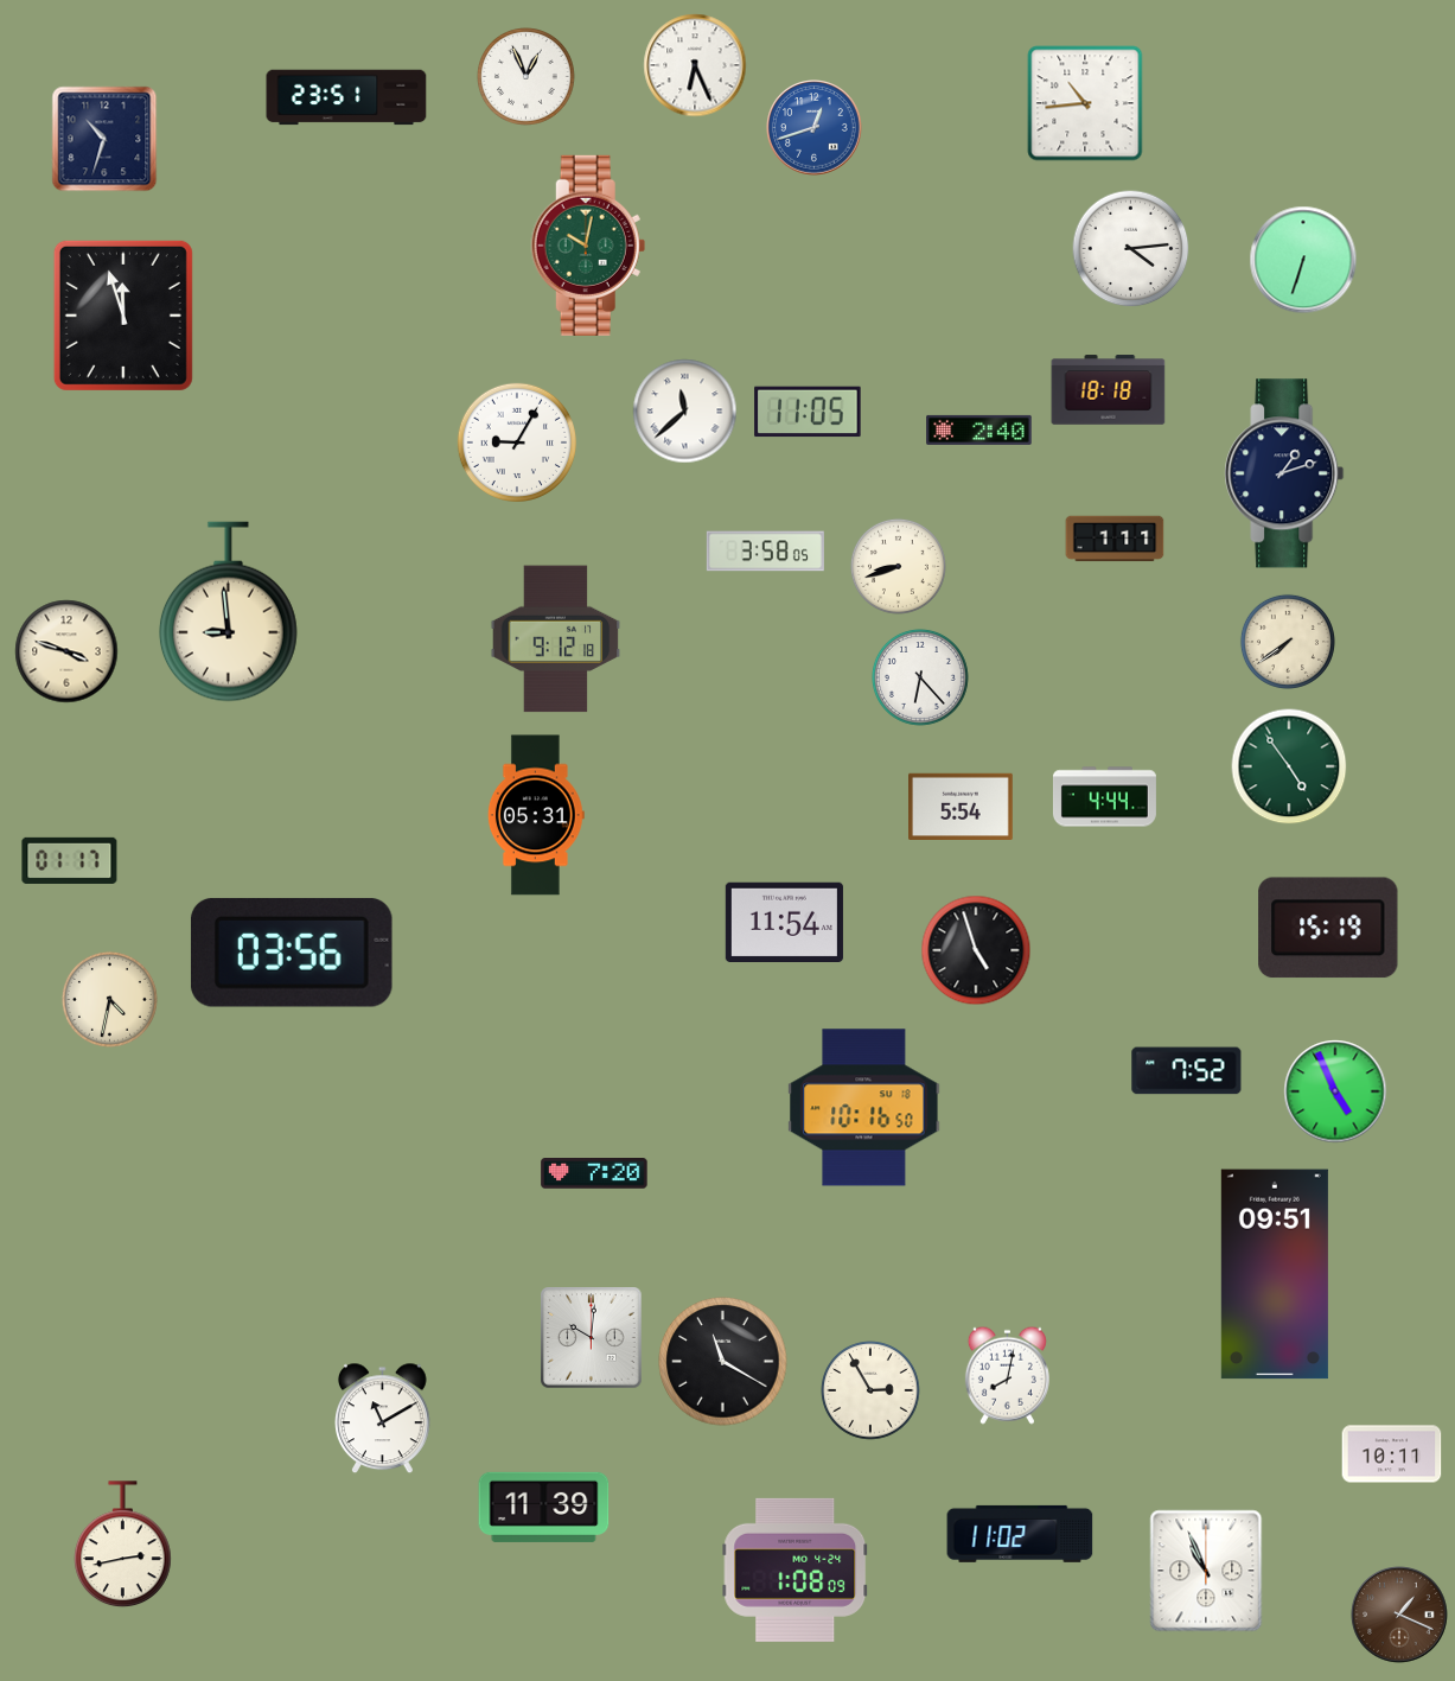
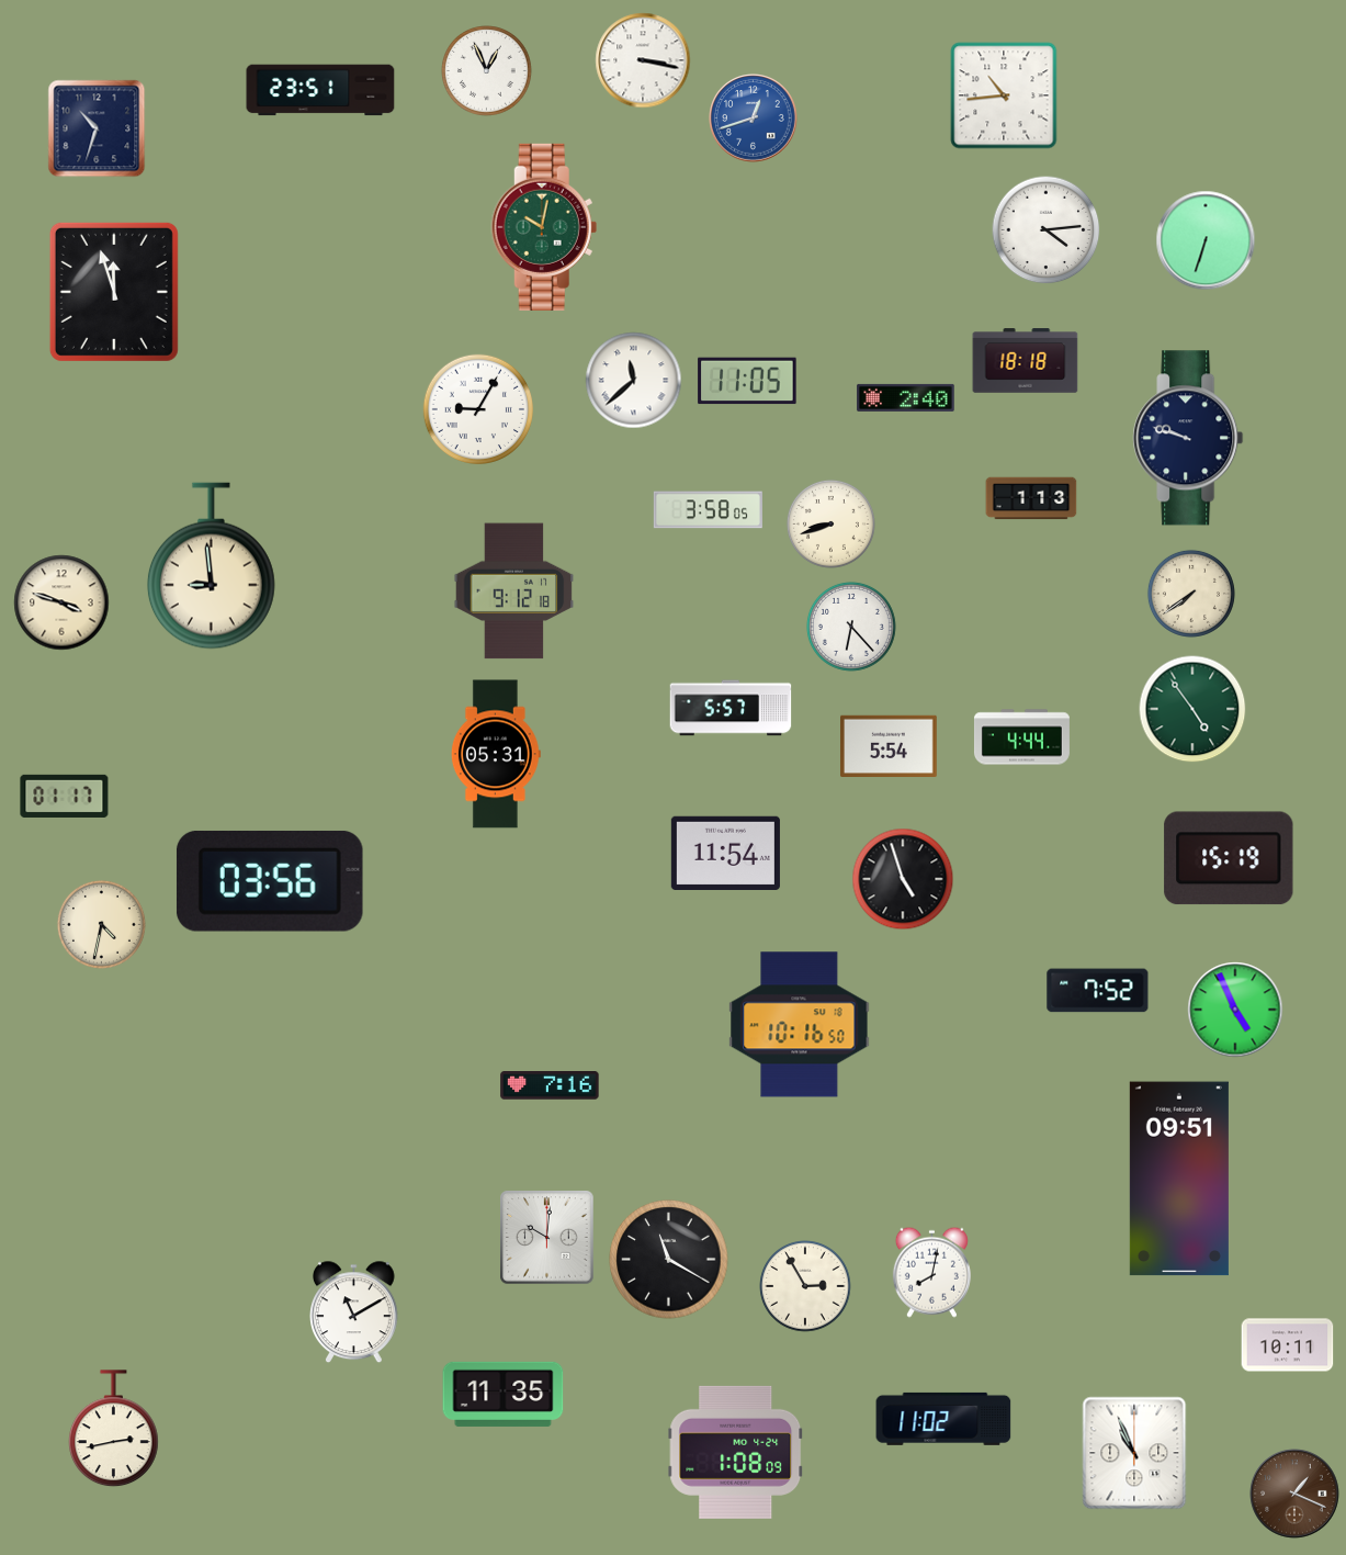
clock at (695, 65): 6:26 -> 3:17
clock at (1284, 473): 1:12 -> 9:48
clock at (1115, 539): 1:11 -> 1:13
clock at (731, 708): none -> 5:57
clock at (594, 1173): 7:20 -> 7:16
clock at (544, 1507): 11:39 -> 11:35
clock at (1206, 1571) position: (1206, 1571) -> (1134, 1453)
